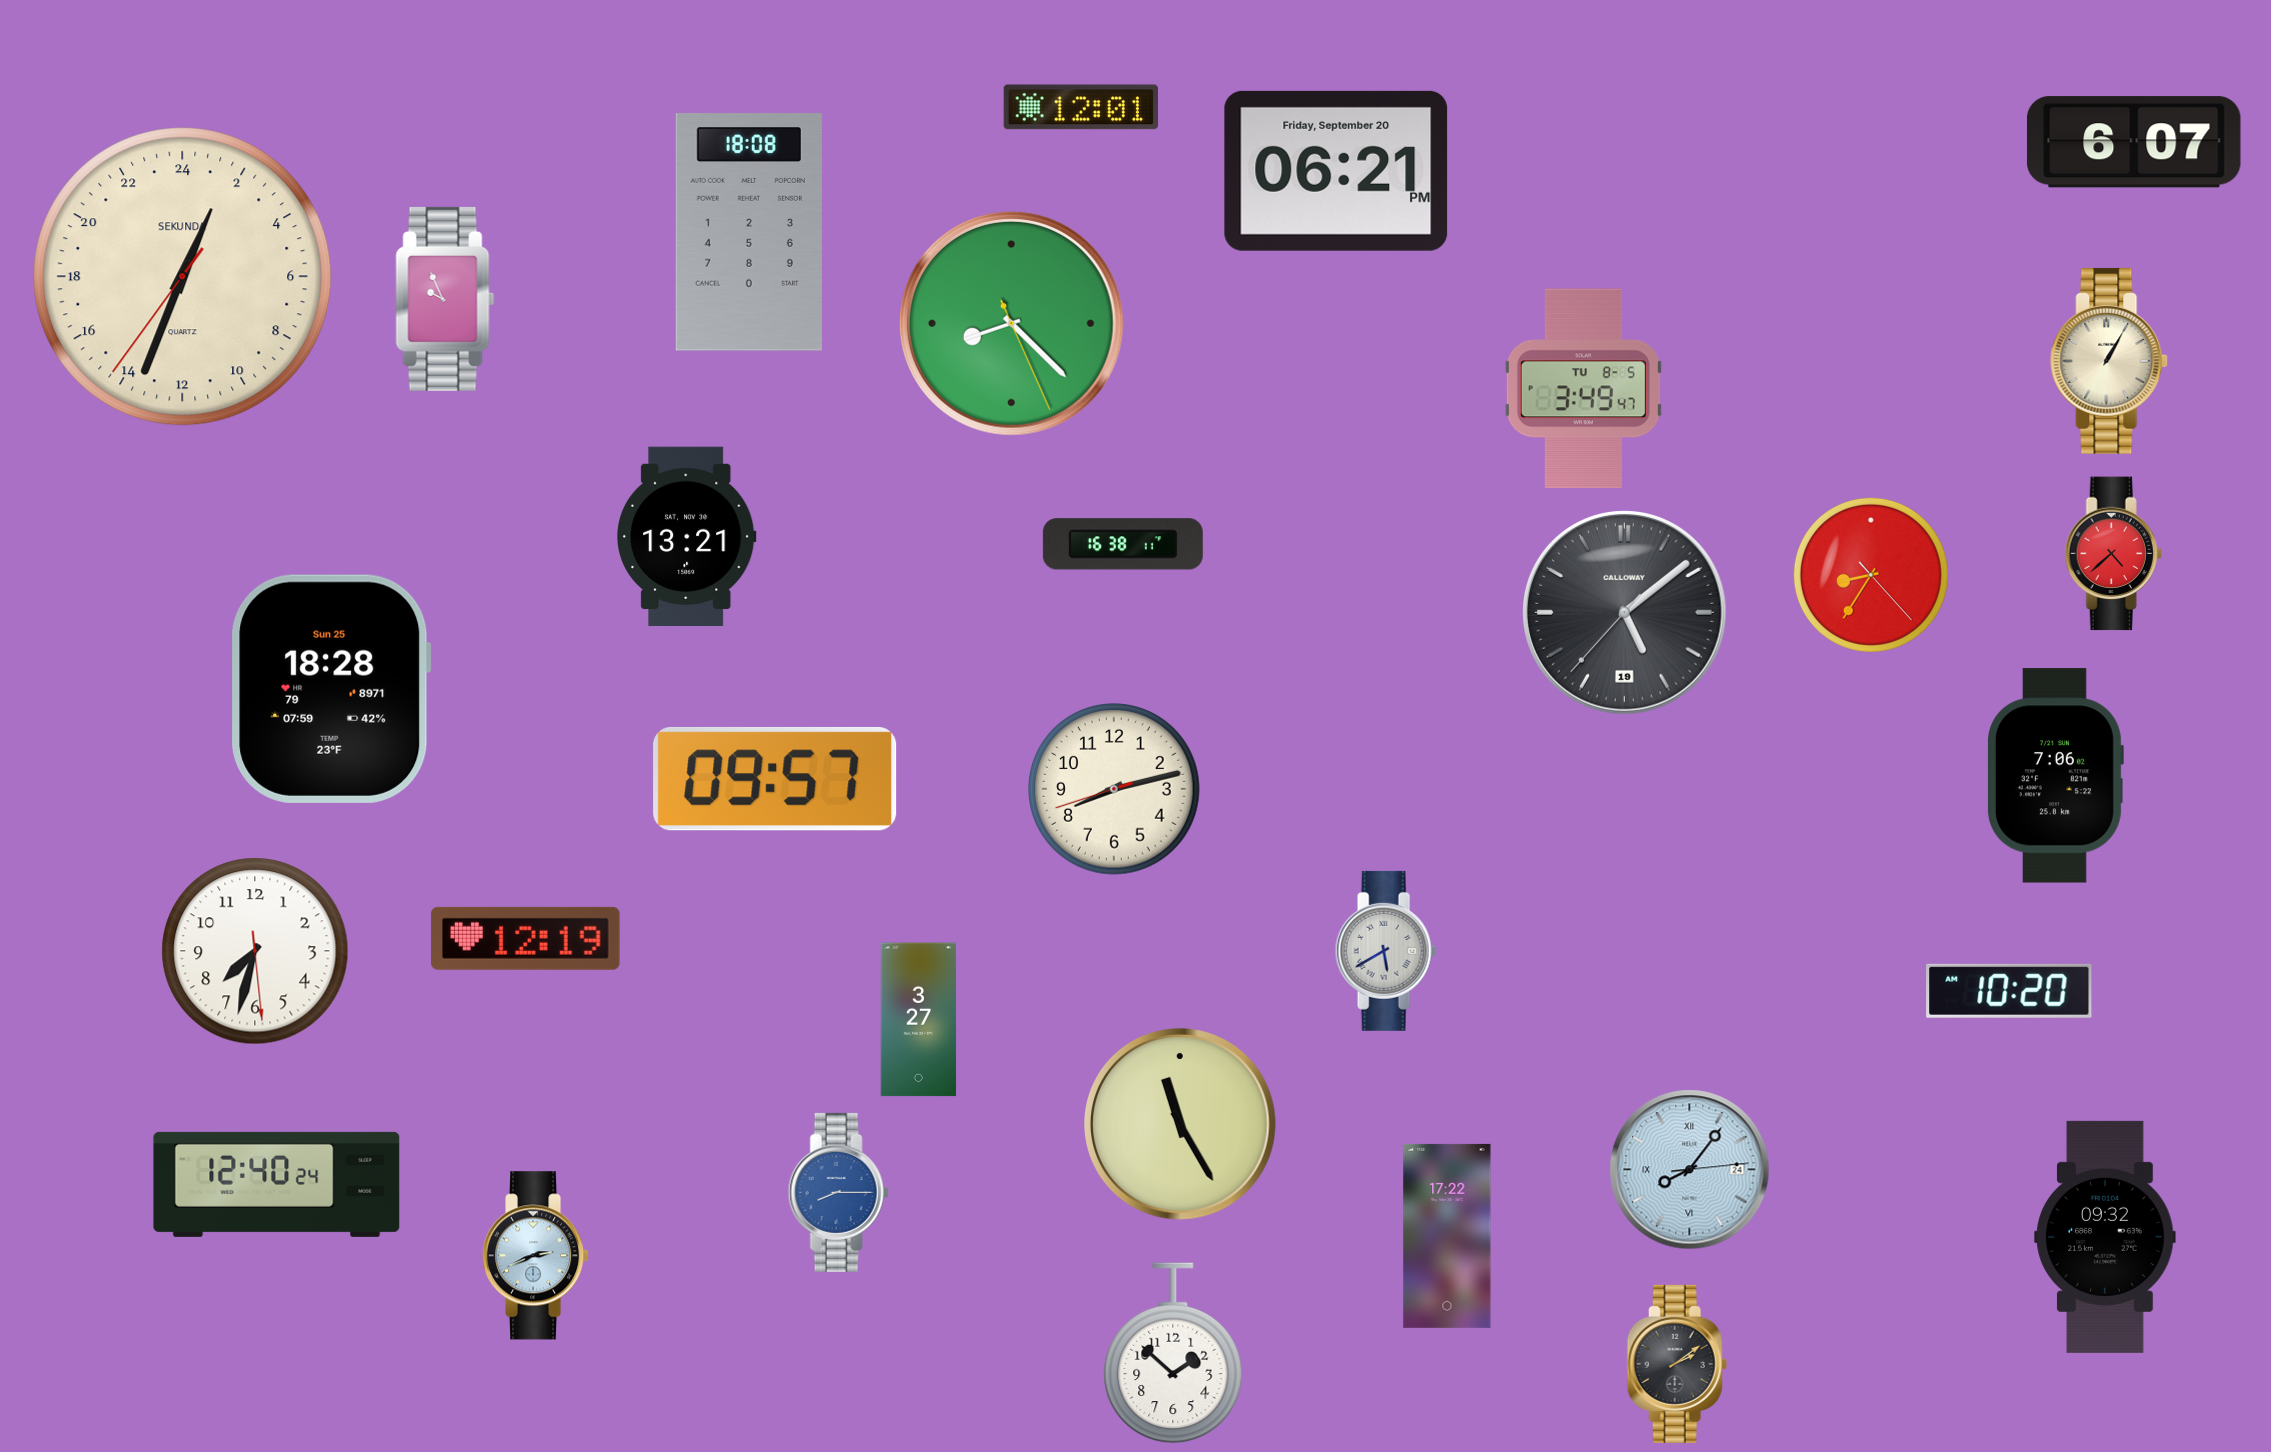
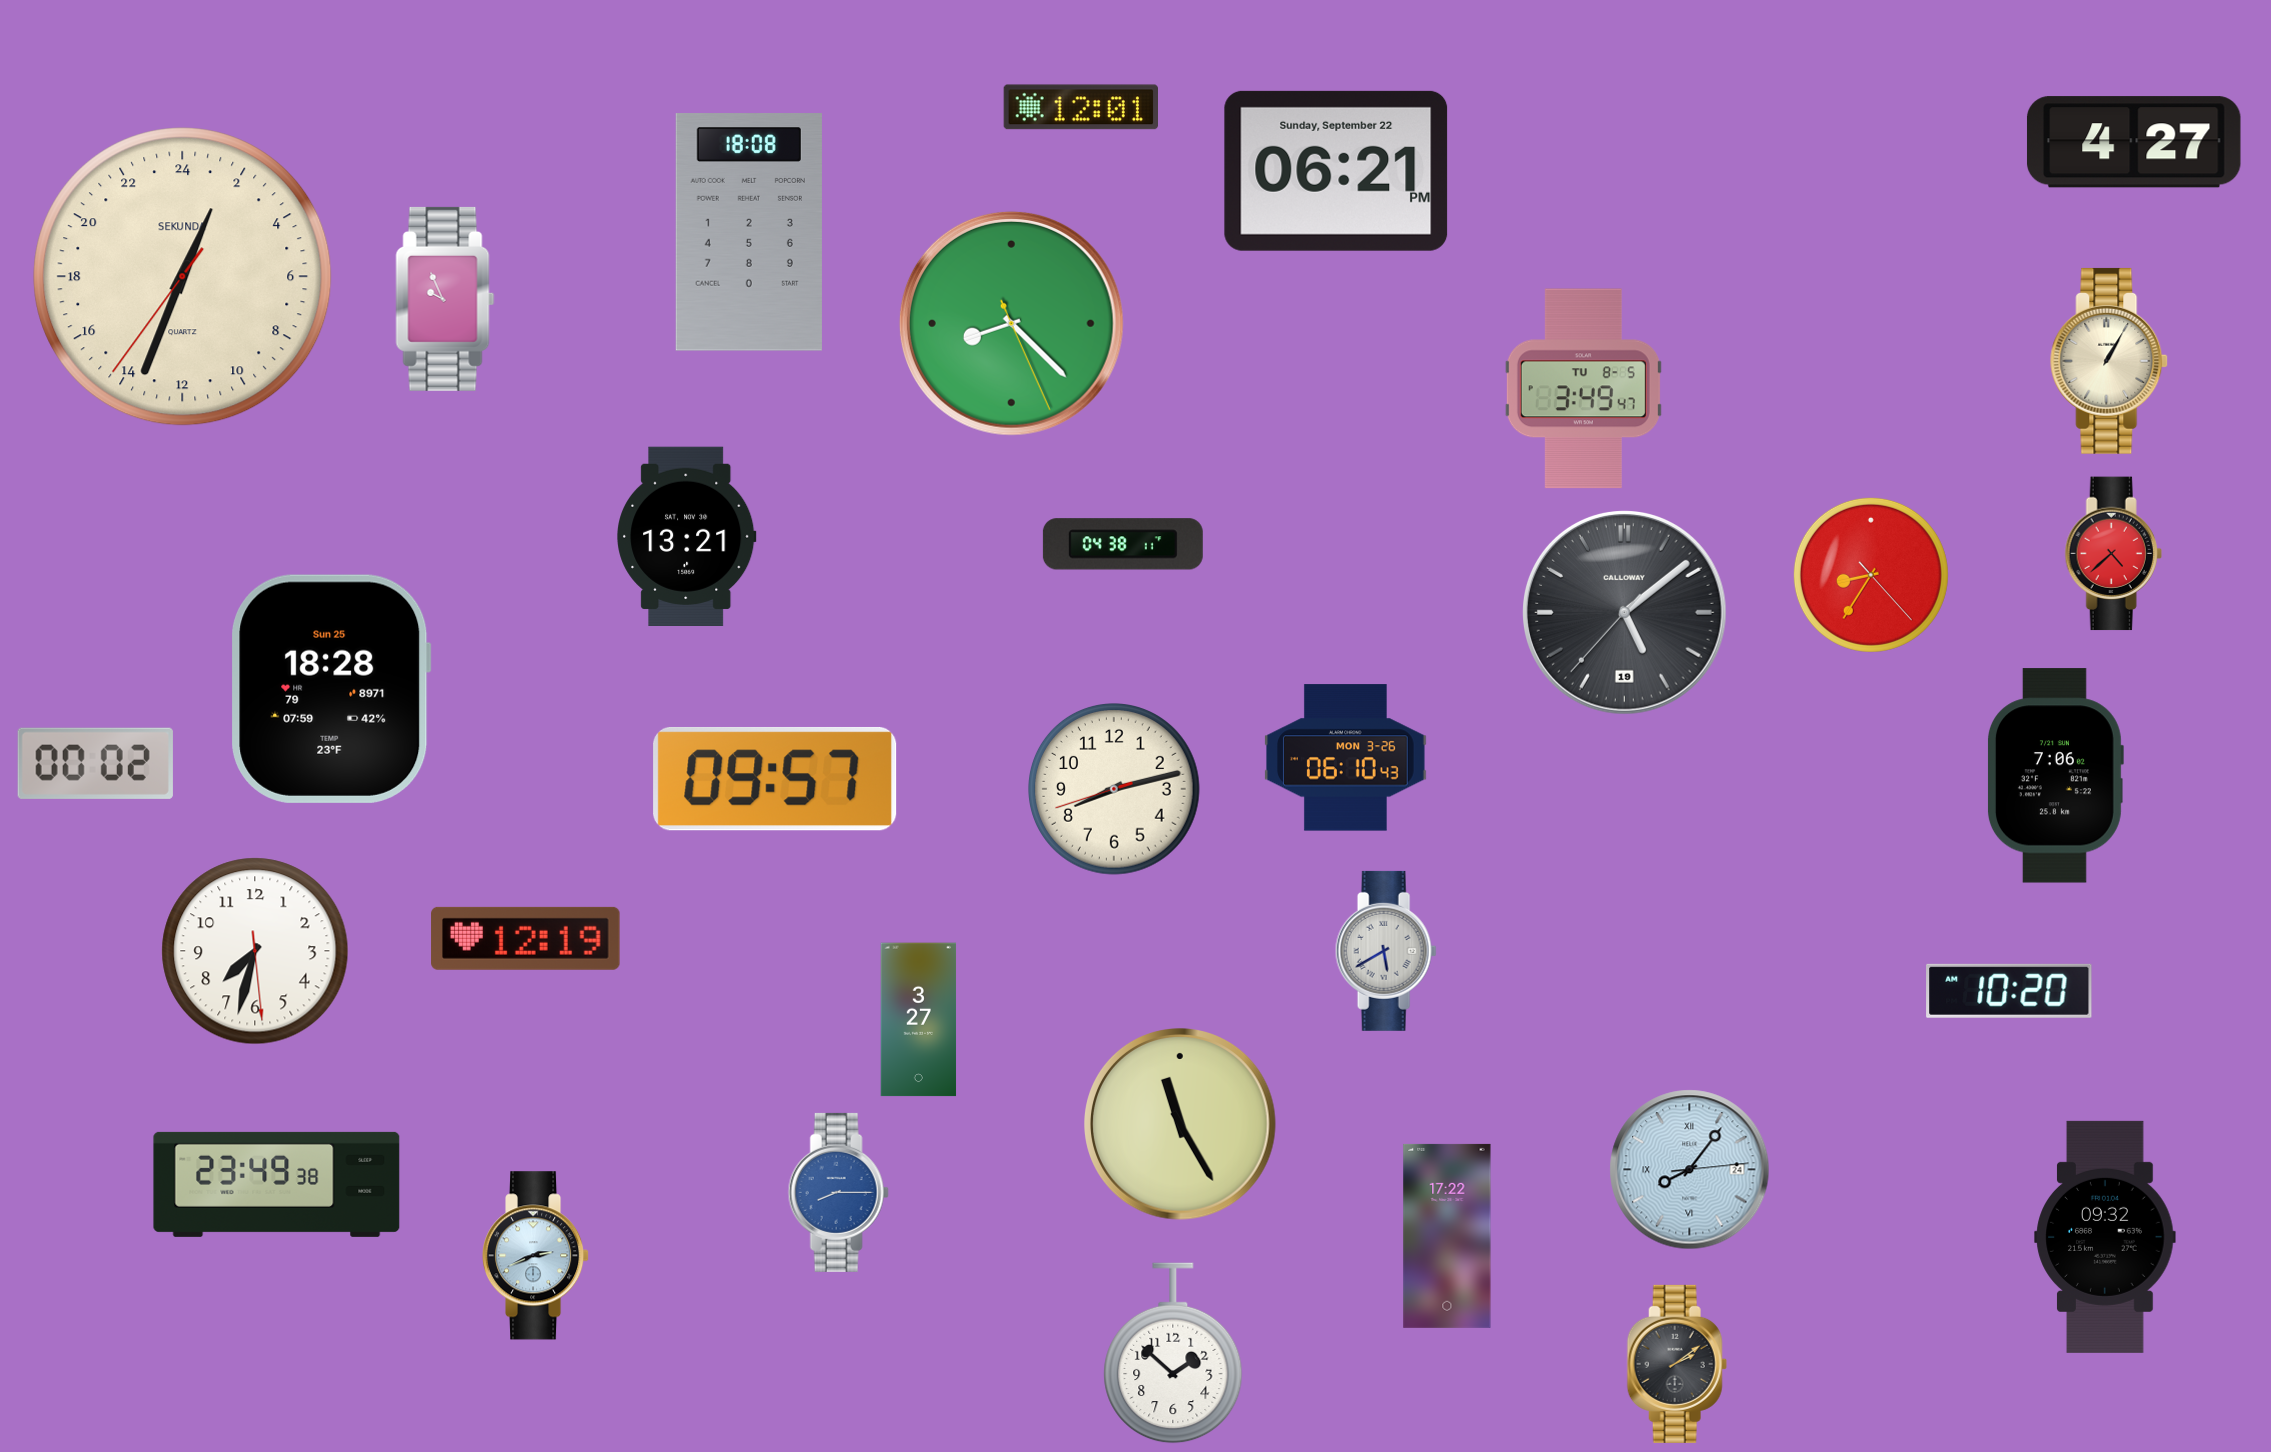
clock at (2134, 142): 6:07 -> 4:27
clock at (1336, 171) date: Friday, September 20 -> Sunday, September 22
clock at (1123, 544): 16:38 -> 04:38
clock at (1346, 758): none -> 06:10
clock at (95, 763): none -> 00:02
clock at (277, 1184): 12:40 -> 23:49
